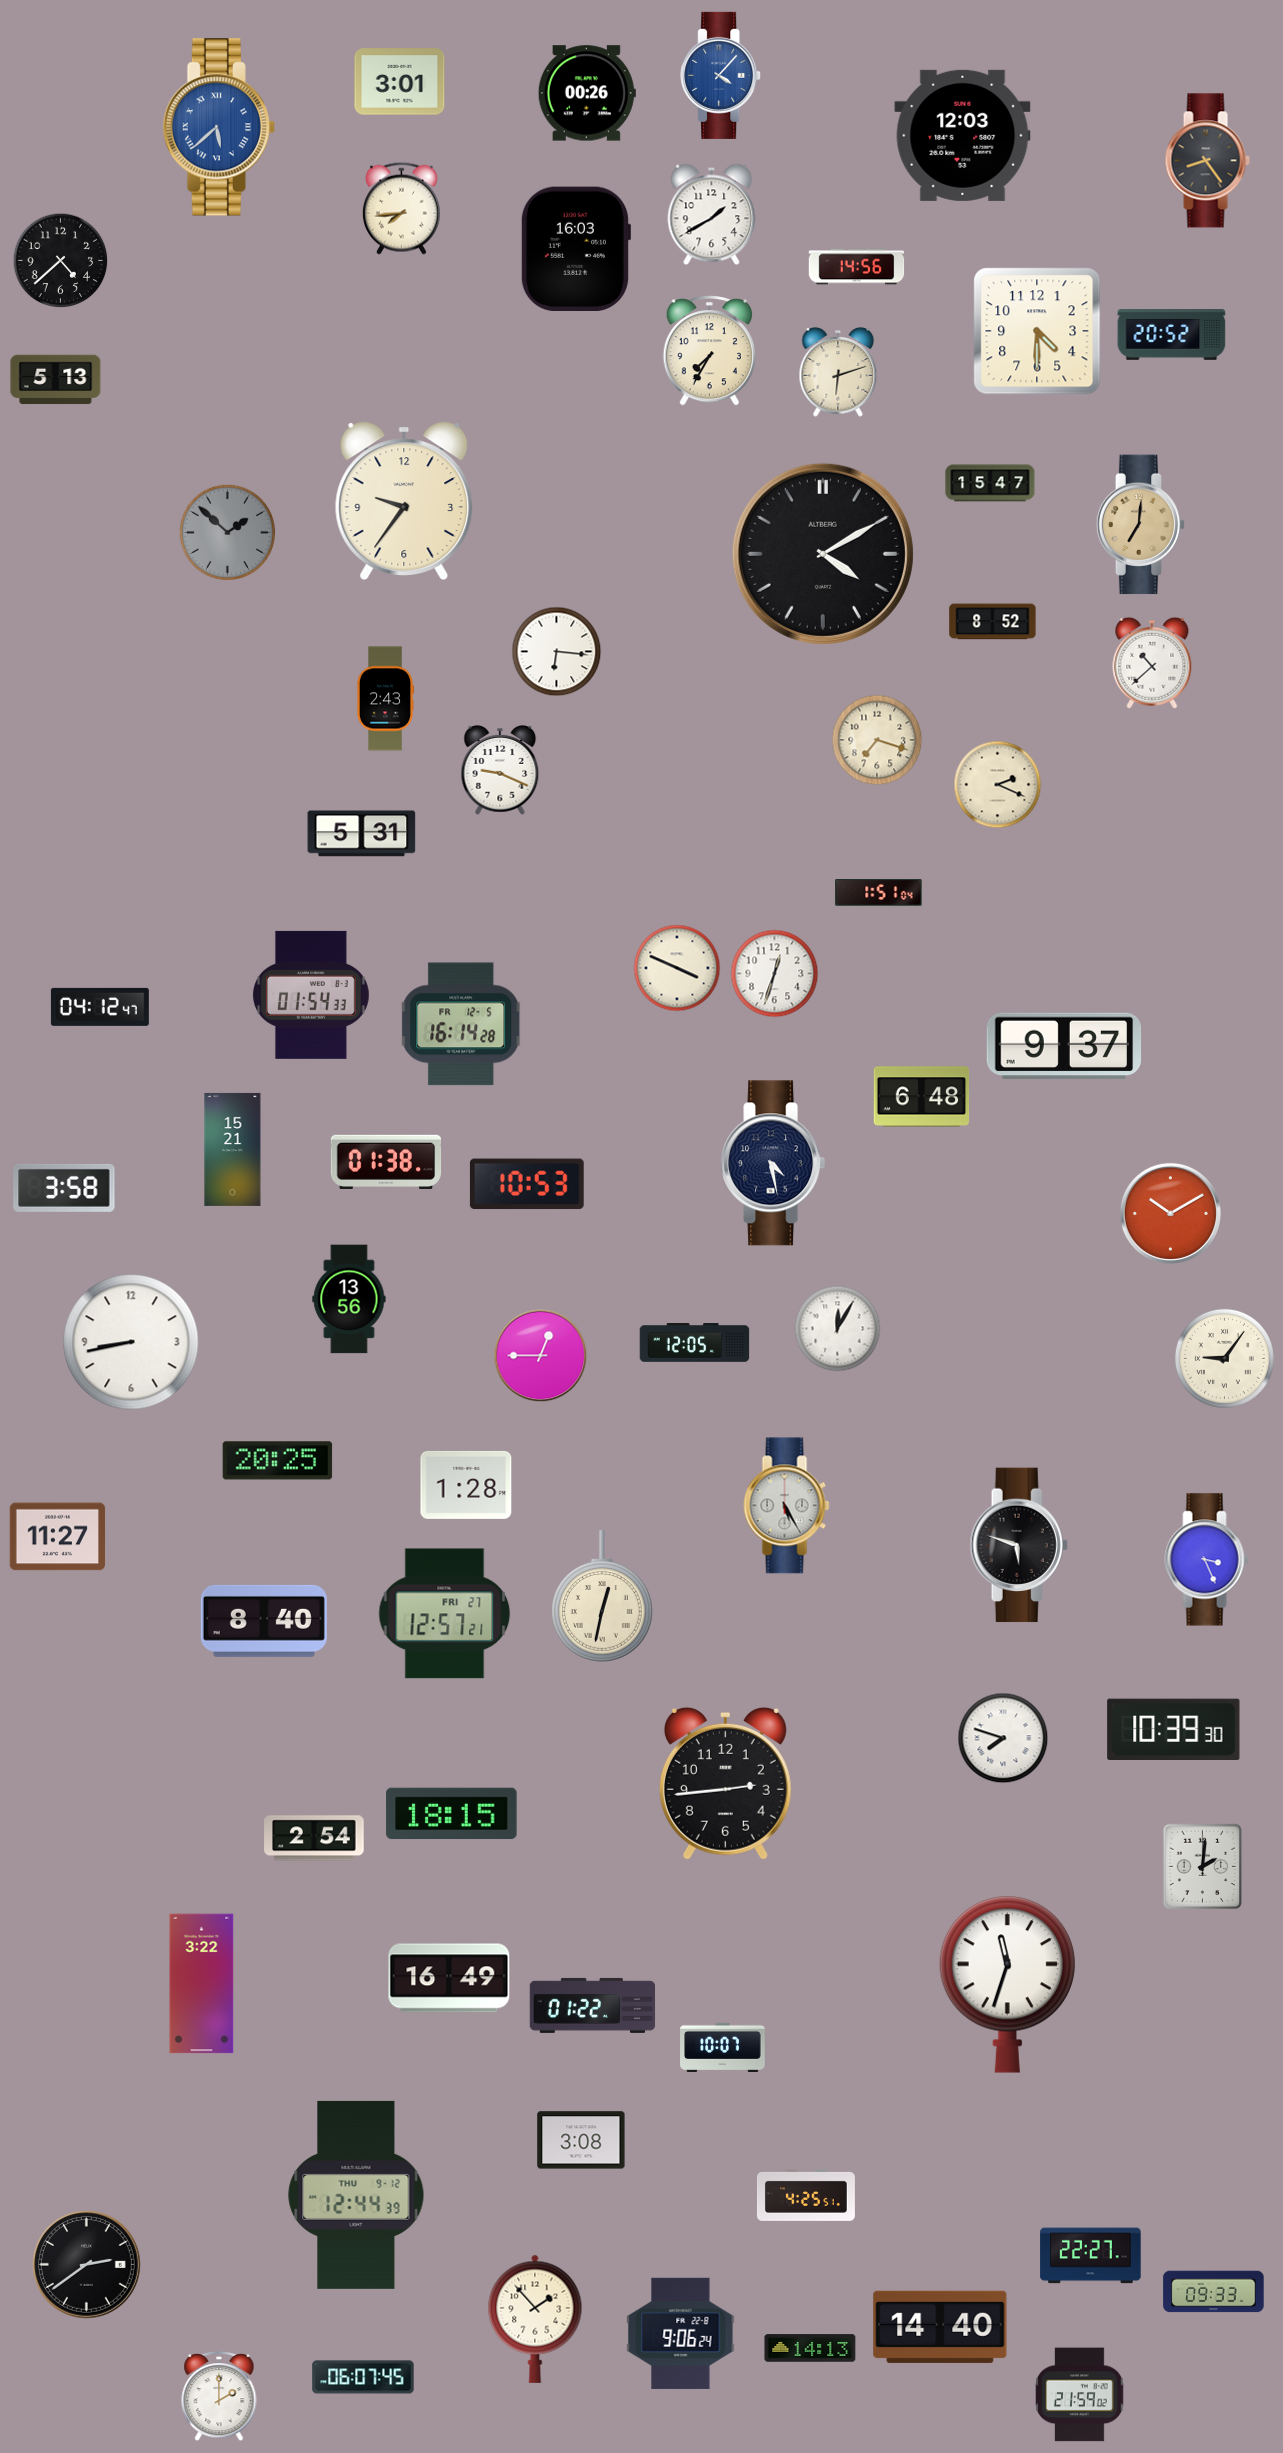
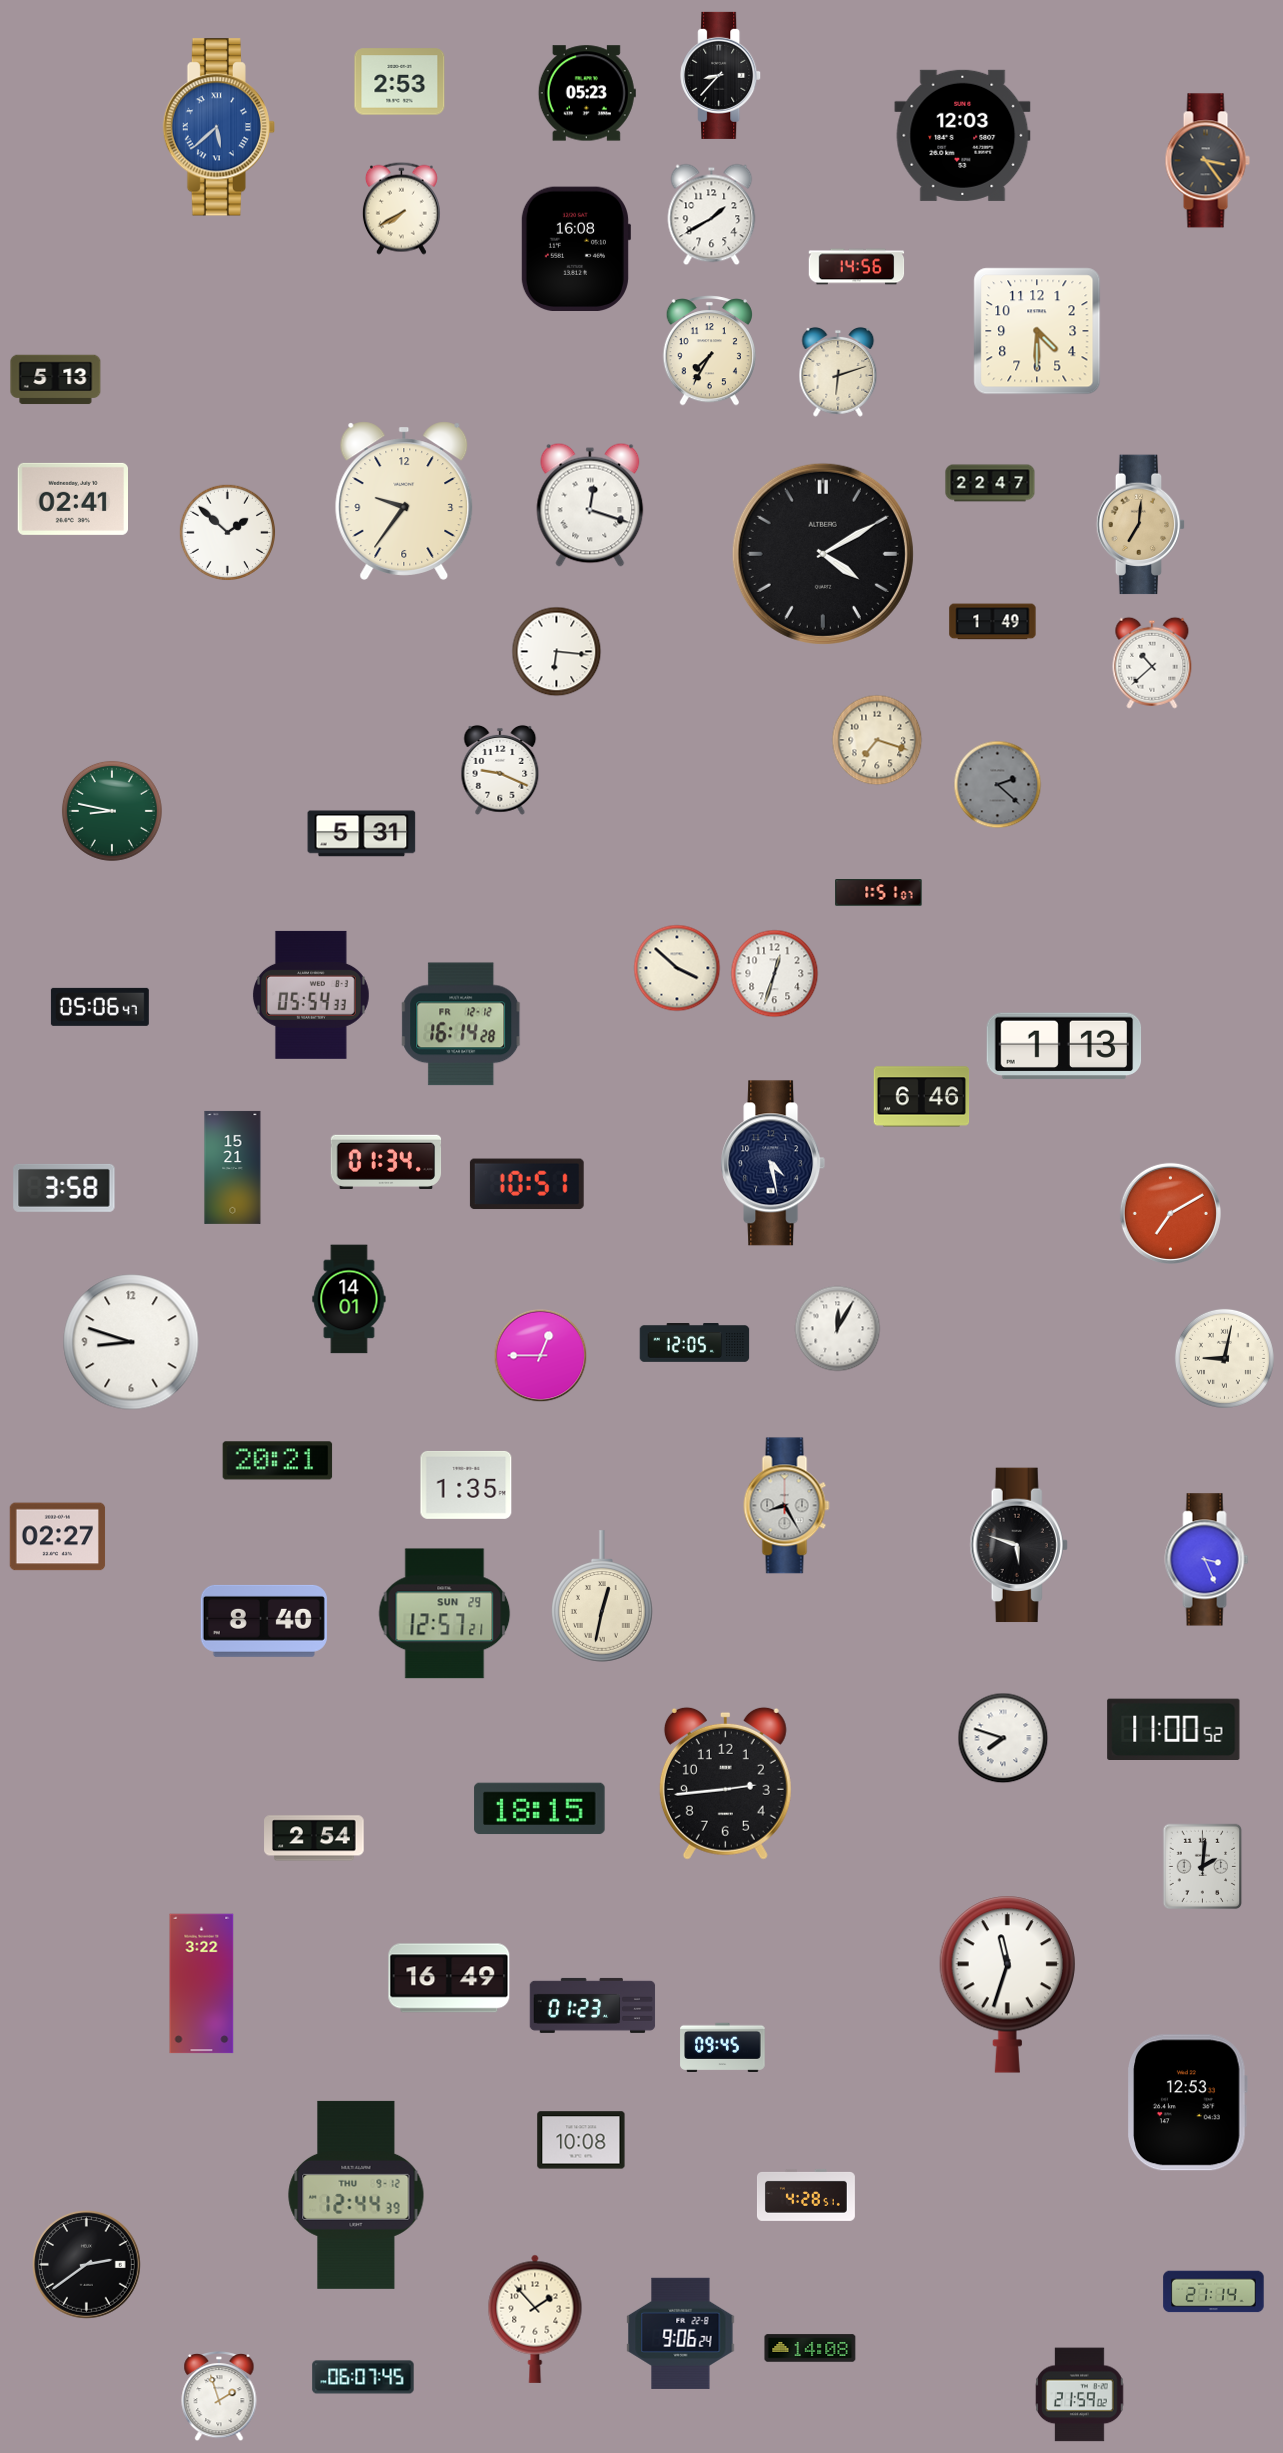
clock at (721, 75): 4:07 -> 8:37
clock at (721, 75) dial: blue -> black
clock at (400, 82): 3:01 -> 2:53
clock at (587, 93): 00:26 -> 05:23
clock at (1207, 161): 8:24 -> 3:24
clock at (401, 208): 7:44 -> 7:40
clock at (575, 248): 16:03 -> 16:08
clock at (61, 261): 4:38 -> none
clock at (1172, 335): 20:52 -> none
clock at (990, 483): 15:47 -> 22:47
clock at (72, 499): none -> 02:41
clock at (590, 505): none -> 12:18
clock at (227, 532) dial: grey -> white
clock at (993, 622): 8:52 -> 1:49
clock at (385, 699): 2:43 -> none
clock at (998, 785): 2:19 -> 2:22
clock at (998, 785) dial: cream -> grey
clock at (112, 811): none -> 8:47
clock at (879, 893): 1:51:04 -> 1:51:07
clock at (677, 968): 3:49 -> 3:52
clock at (311, 995): 01:54 -> 05:54
clock at (100, 1007): 04:12 -> 05:06
clock at (461, 1024) date: FR 12-5 -> FR 12-12
clock at (1064, 1046): 9:37 -> 1:13
clock at (922, 1097): 6:48 -> 6:46
clock at (233, 1149) position: (233, 1149) -> (233, 1167)
clock at (386, 1162): 01:38 -> 01:34
clock at (527, 1184): 10:53 -> 10:51
clock at (1170, 1213): 10:10 -> 7:10
clock at (349, 1299): 13:56 -> 14:01
clock at (131, 1342): 8:43 -> 8:48
clock at (1224, 1358): 9:06 -> 9:02
clock at (278, 1461): 20:25 -> 20:21
clock at (466, 1485): 1:28 -> 1:35
clock at (787, 1506): 5:25 -> 8:25
clock at (58, 1537): 11:27 -> 02:27
clock at (445, 1614) date: FRI 27 -> SUN 29
clock at (1174, 1729): 10:39 -> 11:00
clock at (452, 1814) position: (452, 1814) -> (540, 1809)
clock at (593, 2005): 01:22 -> 01:23
clock at (723, 2047): 10:07 -> 09:45
clock at (1187, 2103): none -> 12:53
clock at (581, 2140): 3:08 -> 10:08
clock at (806, 2195): 4:25 -> 4:28
clock at (1091, 2256): 22:27 -> none
clock at (1214, 2292): 09:33 -> 21:14
clock at (940, 2327): 14:40 -> none
clock at (810, 2348): 14:13 -> 14:08
clock at (219, 2397): 2:00 -> 1:57
